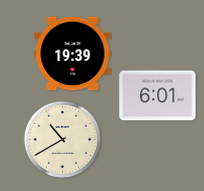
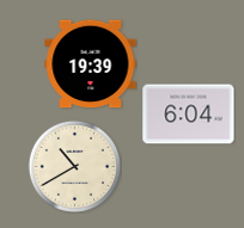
clock at (73, 54) position: (73, 54) -> (91, 64)
clock at (158, 96): 6:01 -> 6:04
